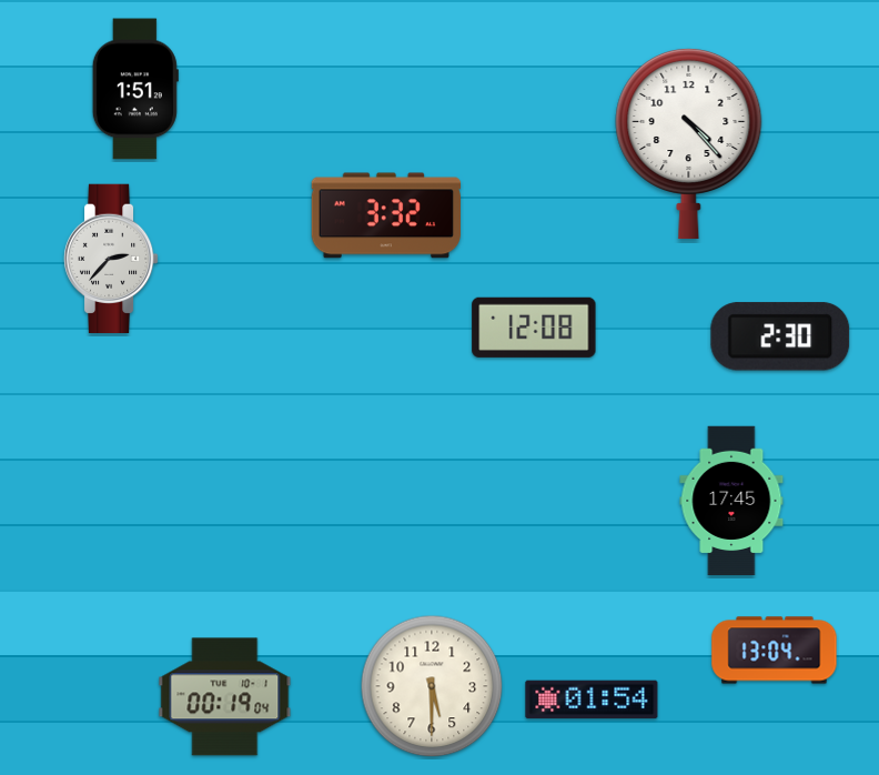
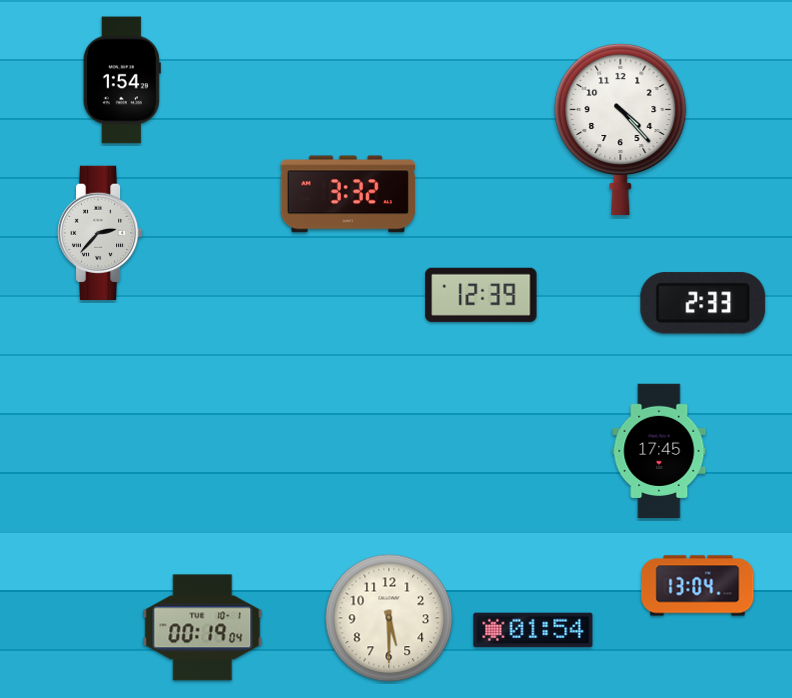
clock at (135, 89): 1:51 -> 1:54
clock at (534, 328): 12:08 -> 12:39
clock at (780, 336): 2:30 -> 2:33
